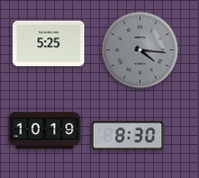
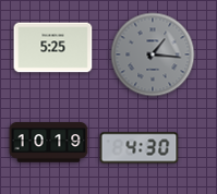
clock at (140, 50): 4:16 -> 1:16
clock at (128, 136): 8:30 -> 4:30
